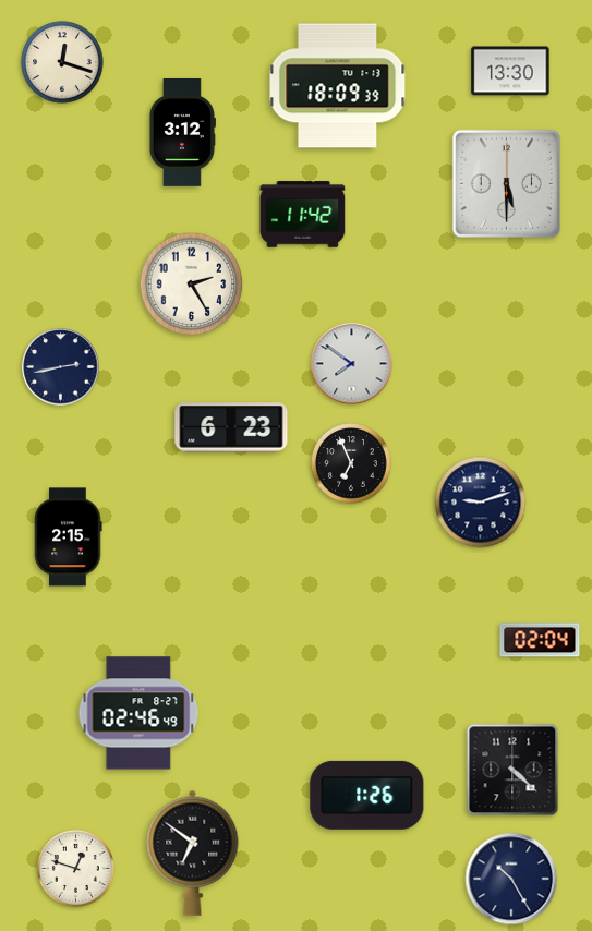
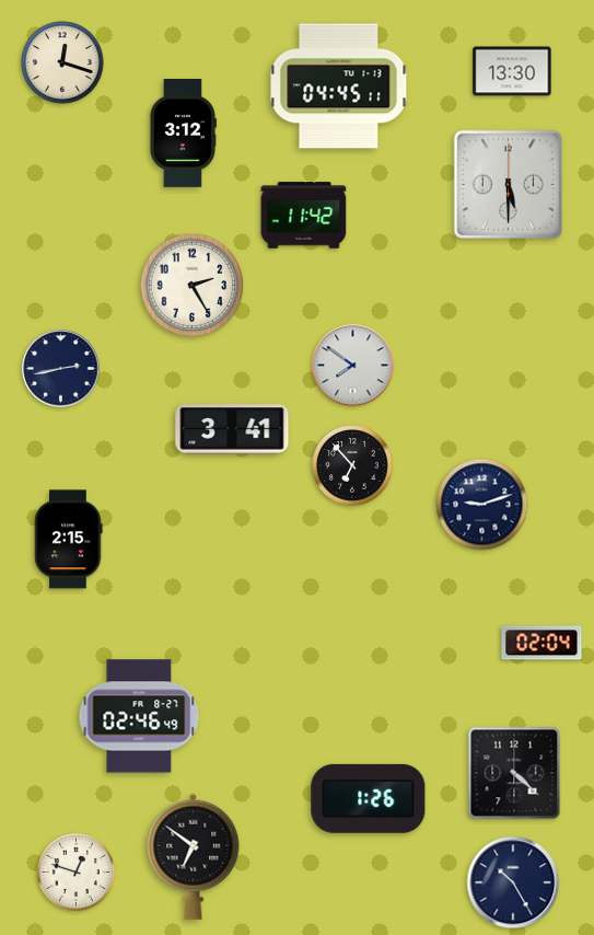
clock at (338, 86): 18:09 -> 04:45
clock at (231, 427): 6:23 -> 3:41
clock at (351, 463): 6:56 -> 6:53
